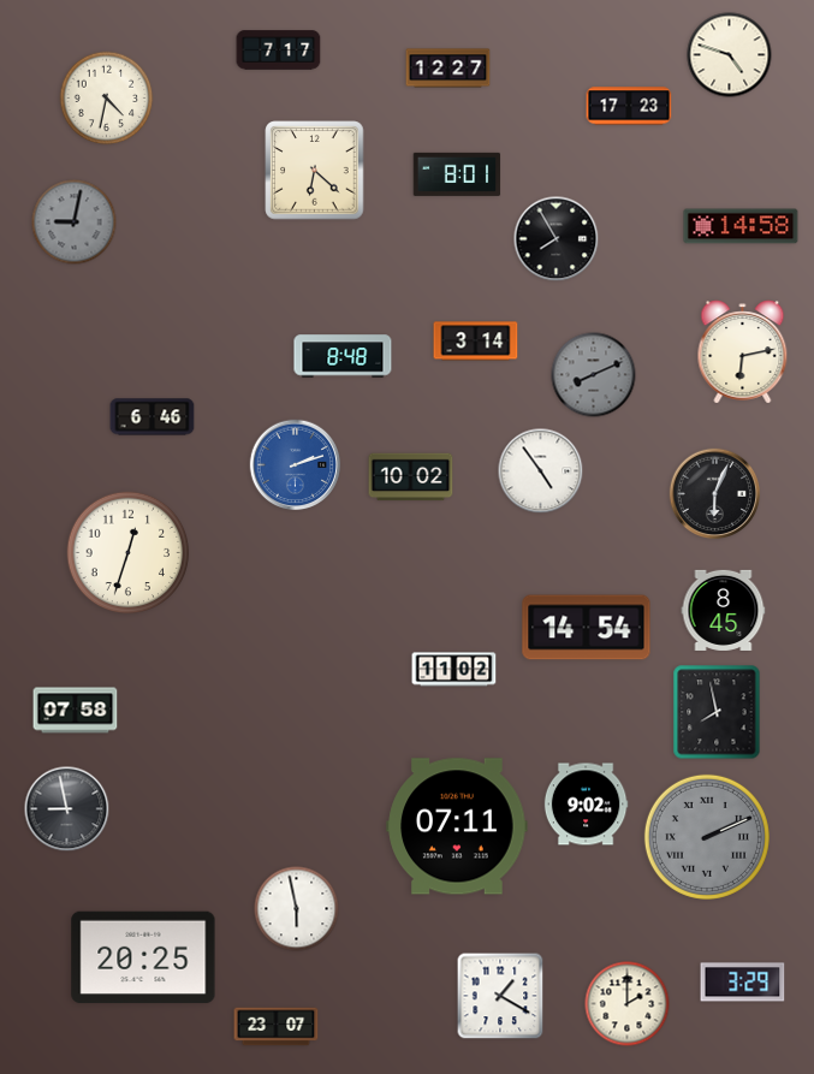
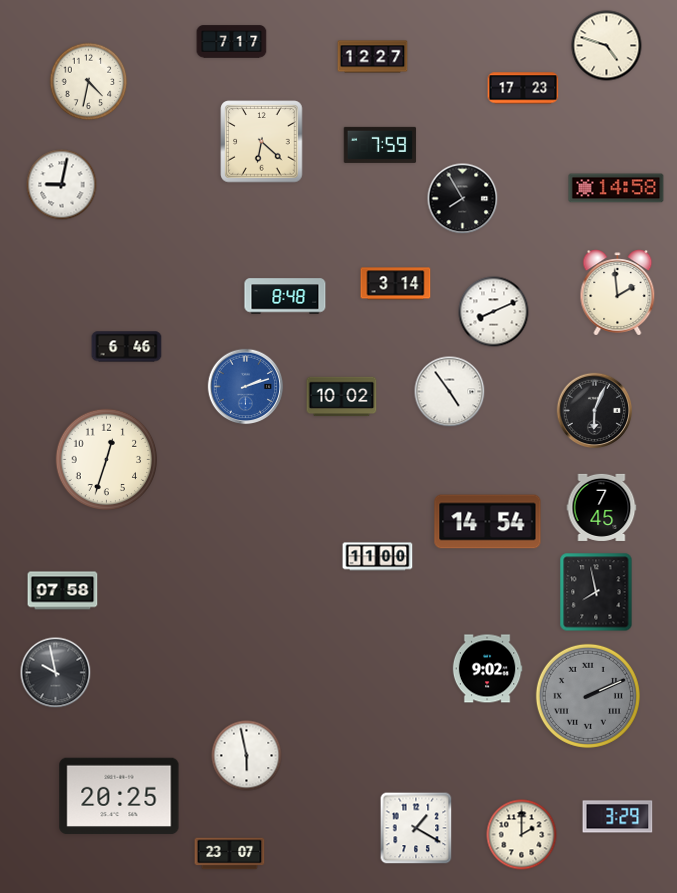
clock at (457, 174): 8:01 -> 7:59
clock at (75, 222) dial: grey -> white
clock at (743, 352): 6:13 -> 1:59
clock at (594, 375) dial: grey -> white
clock at (724, 610): 8:45 -> 7:45
clock at (454, 670): 11:02 -> 11:00
clock at (67, 809): 8:58 -> 9:58
clock at (457, 826): 07:11 -> none
